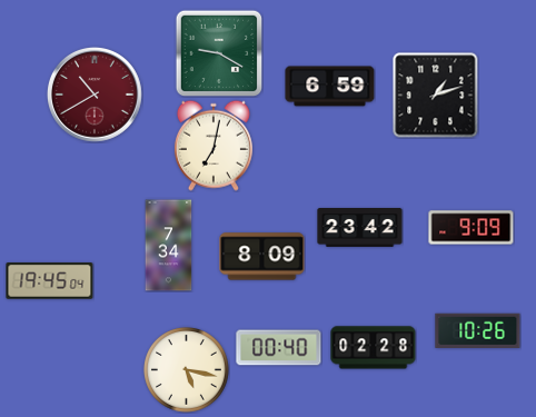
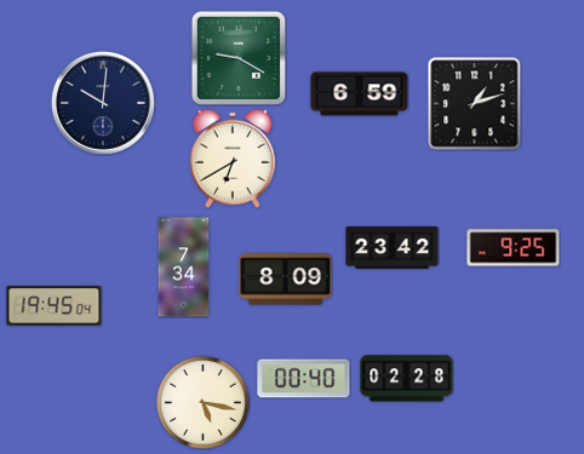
clock at (95, 95): 10:40 -> 10:01
clock at (95, 95) dial: burgundy -> navy
clock at (214, 146): 7:02 -> 6:40
clock at (472, 228): 9:09 -> 9:25
clock at (478, 330): 10:26 -> none
